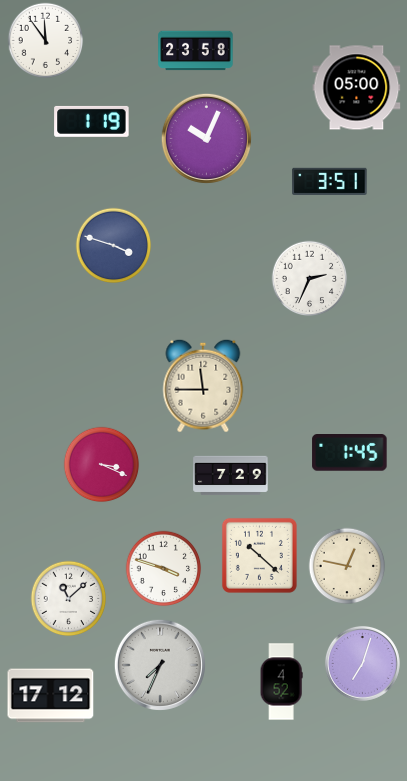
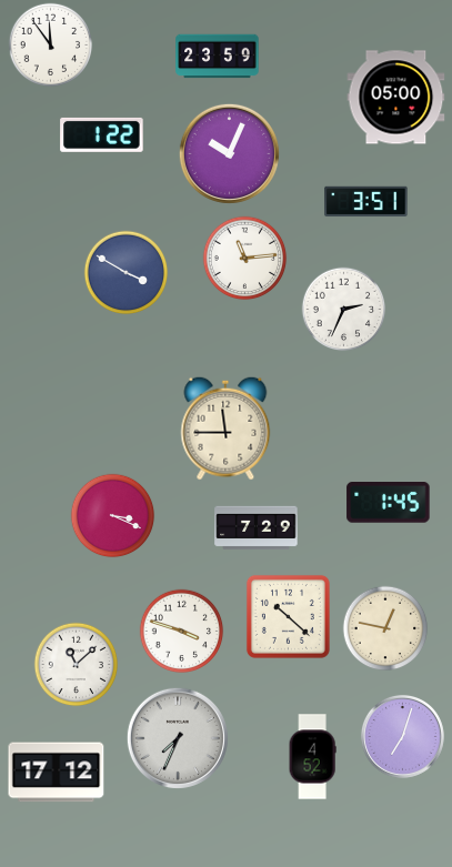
clock at (196, 51): 23:58 -> 23:59
clock at (92, 121): 1:19 -> 1:22
clock at (245, 259): none -> 11:14
clock at (114, 246): 3:48 -> 3:50
